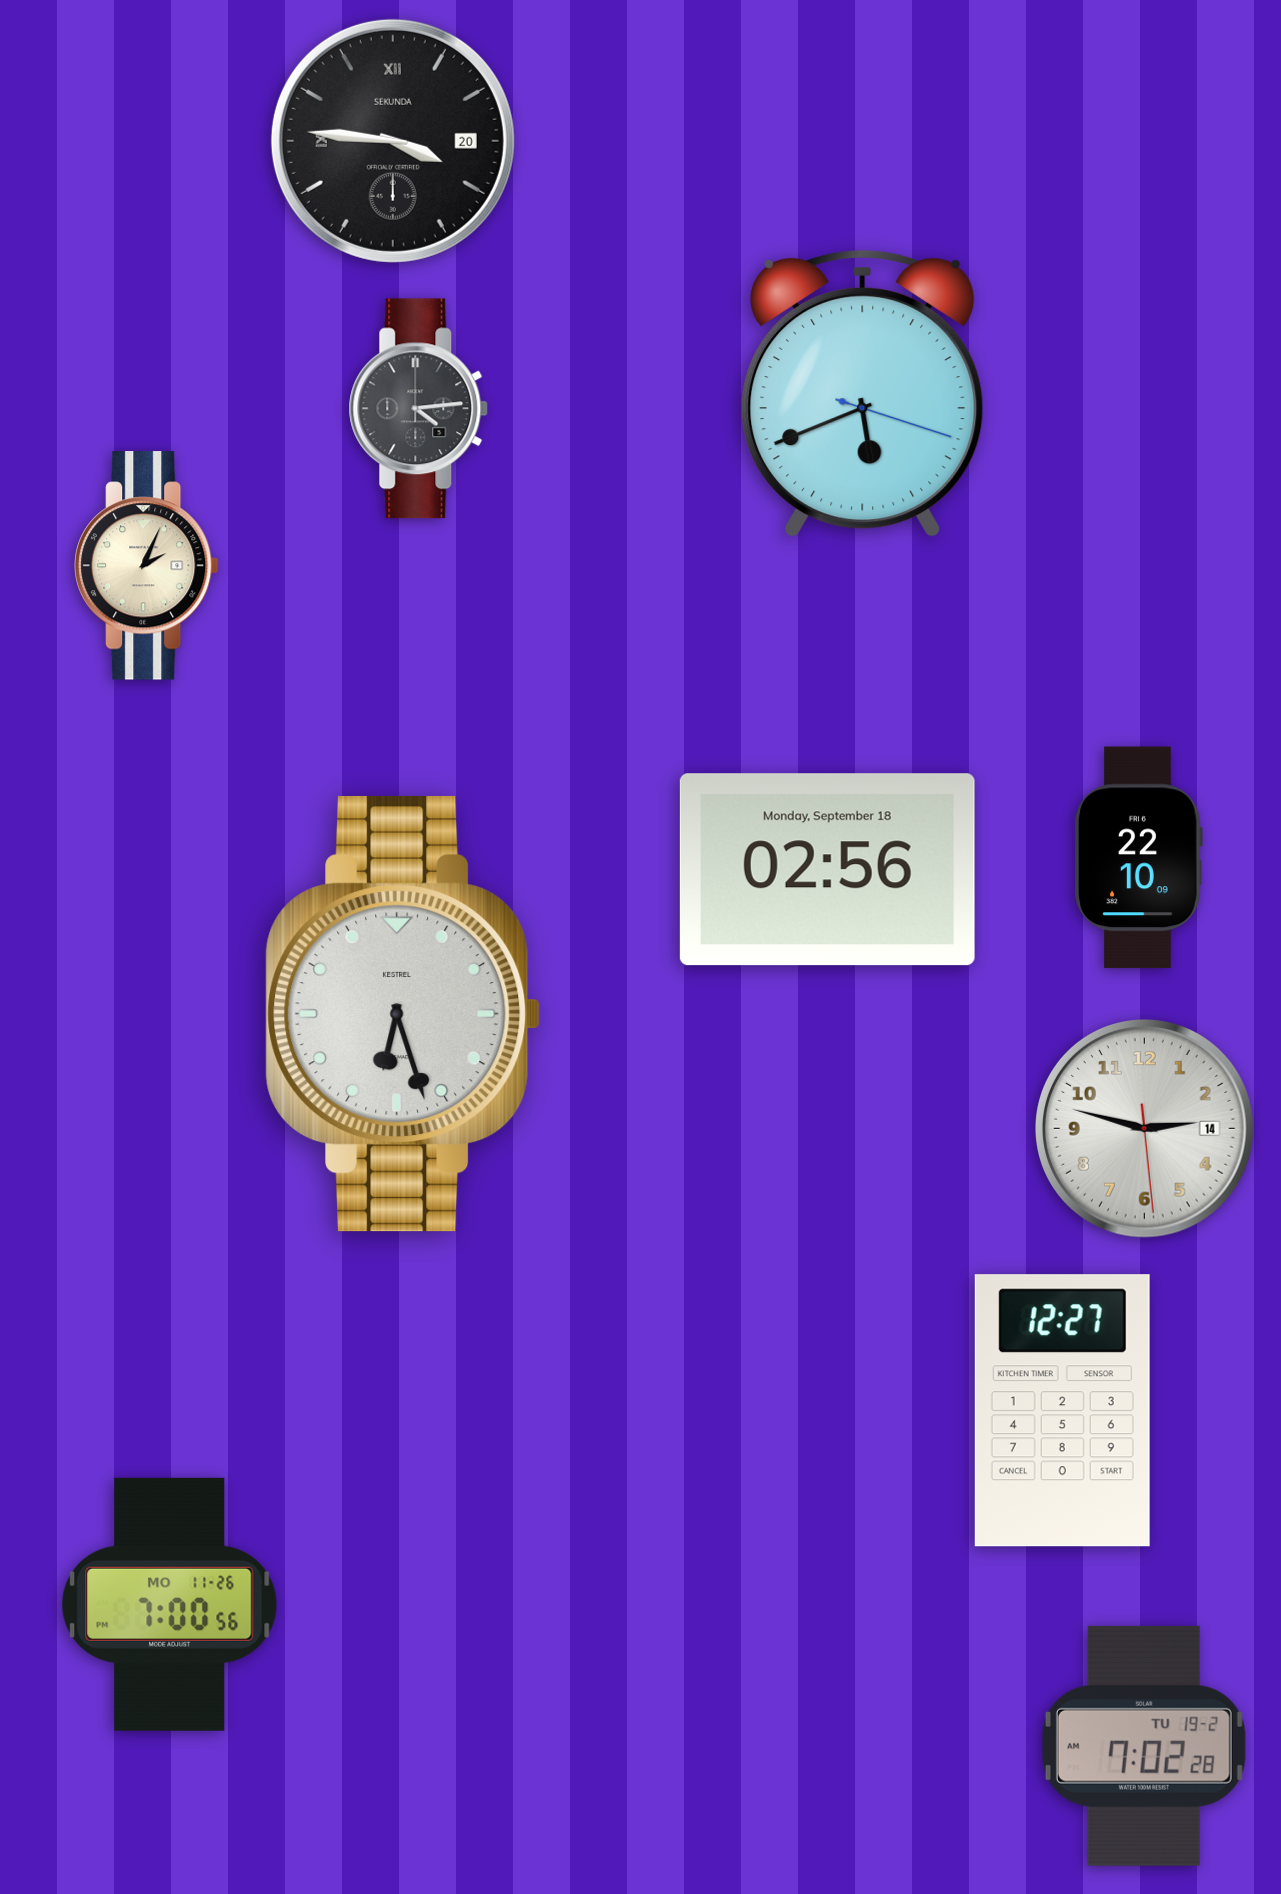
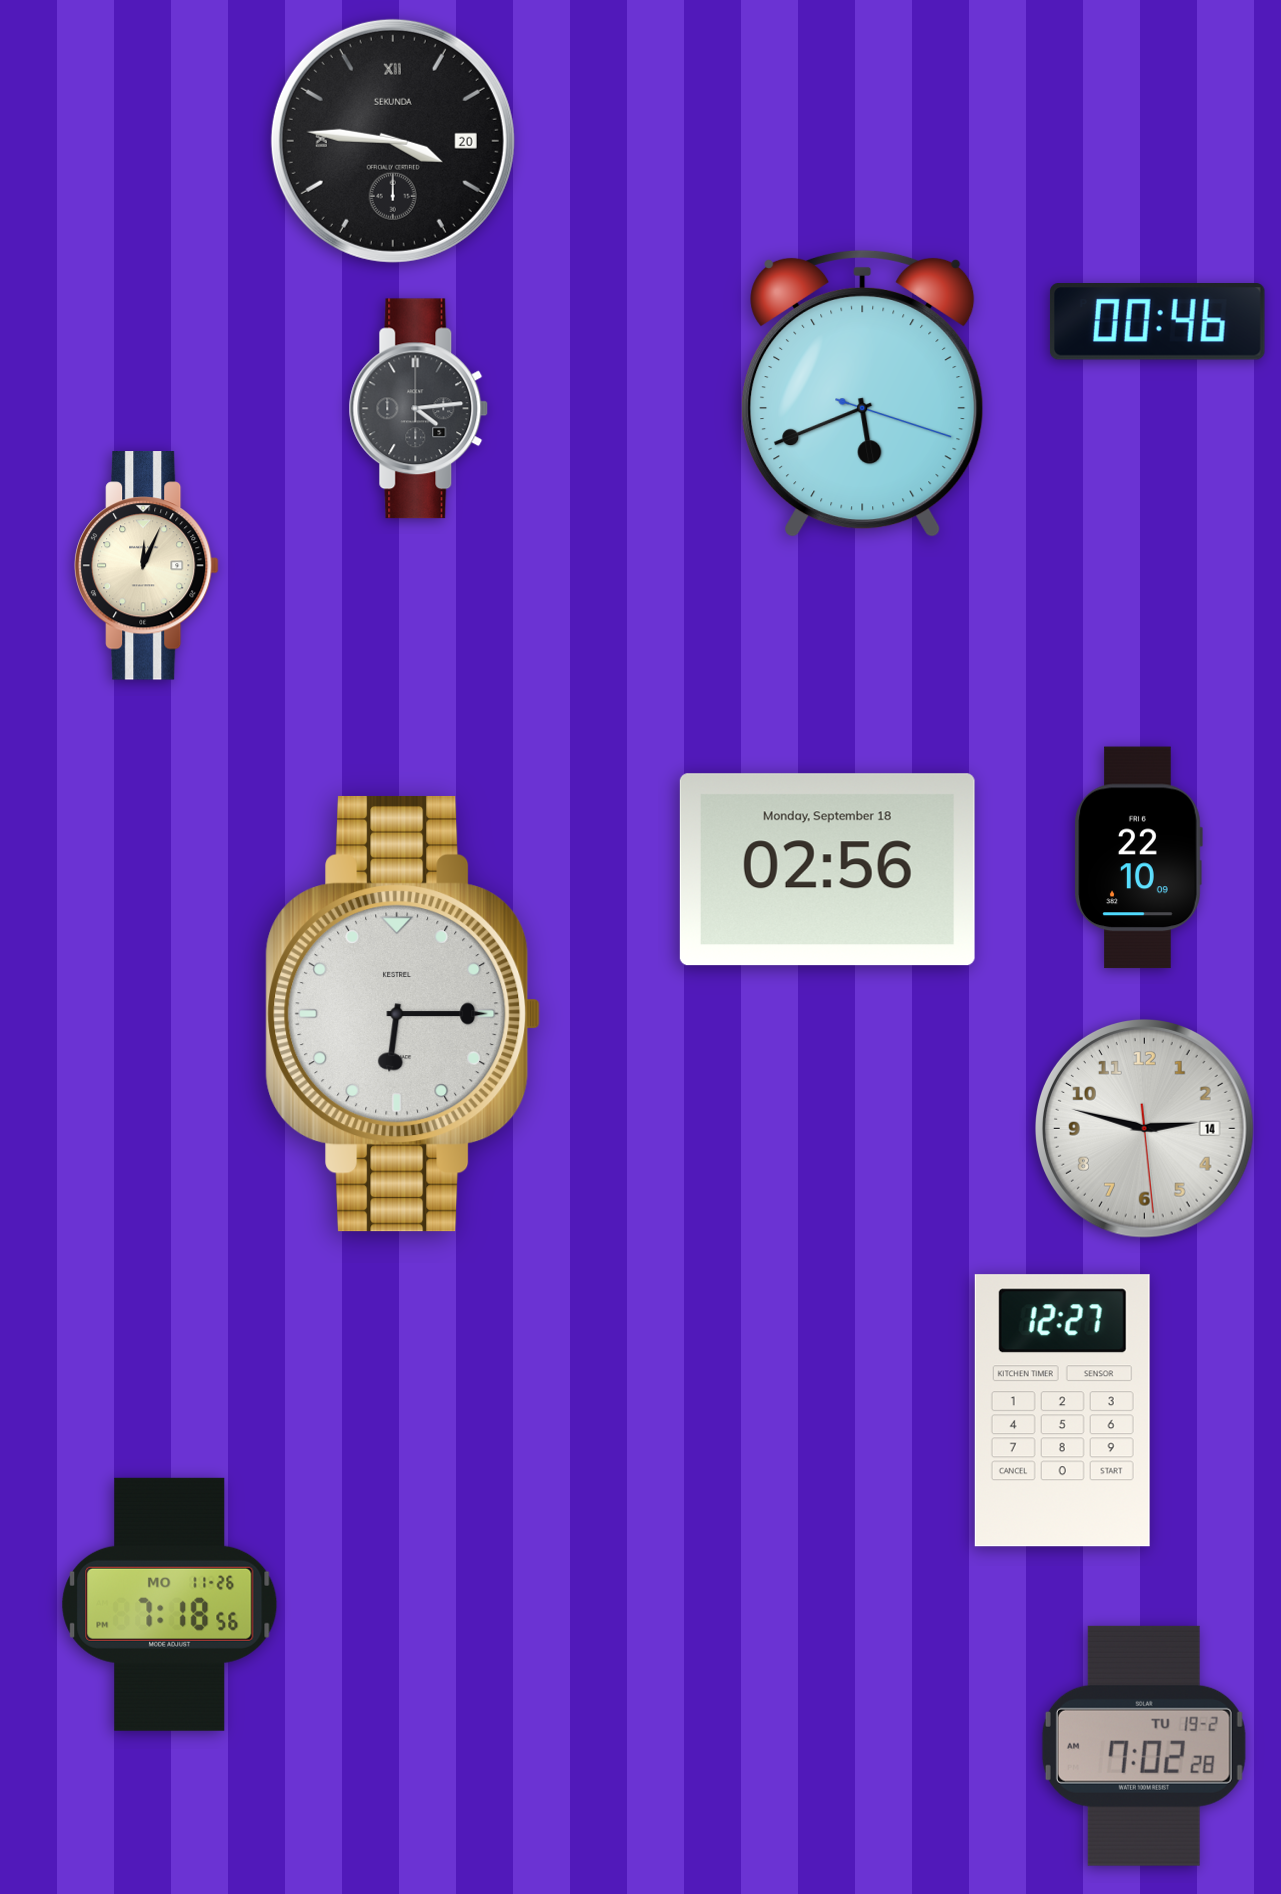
clock at (1157, 322): none -> 00:46
clock at (147, 566): 2:04 -> 12:04
clock at (403, 1014): 6:27 -> 6:15
clock at (170, 1604): 7:00 -> 7:18
